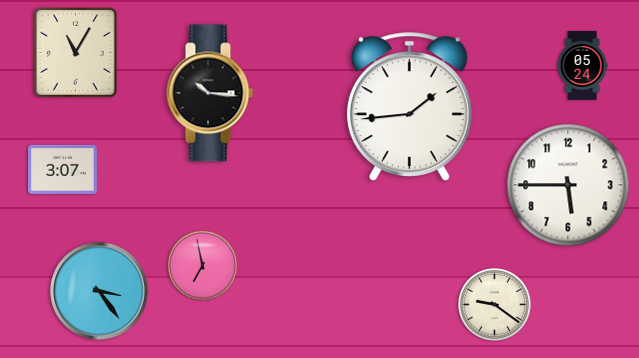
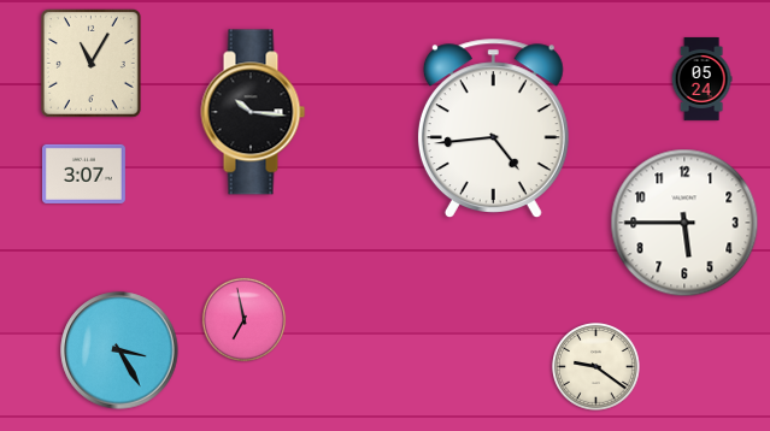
clock at (409, 106): 1:44 -> 4:44
clock at (62, 169) position: (62, 169) -> (83, 173)
clock at (99, 291): 3:24 -> 3:25
